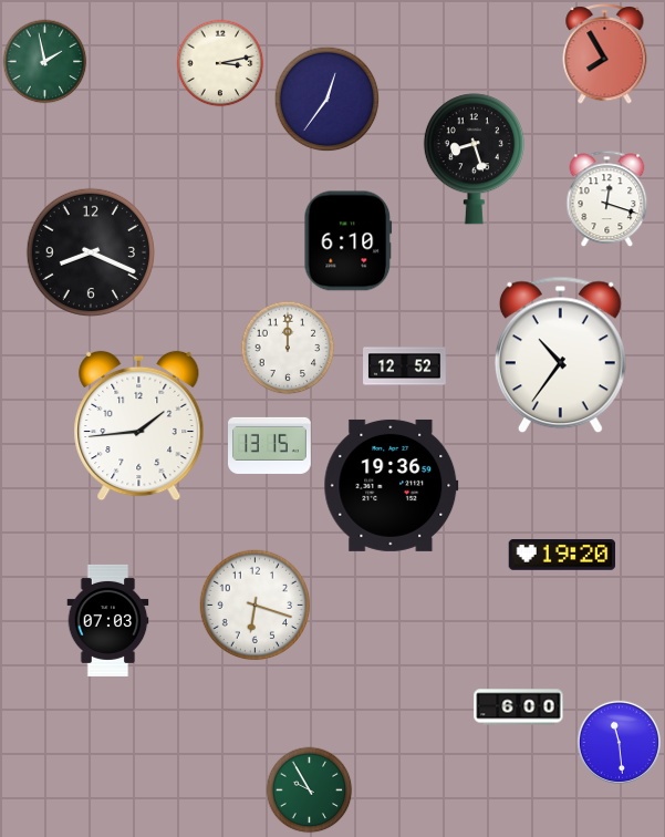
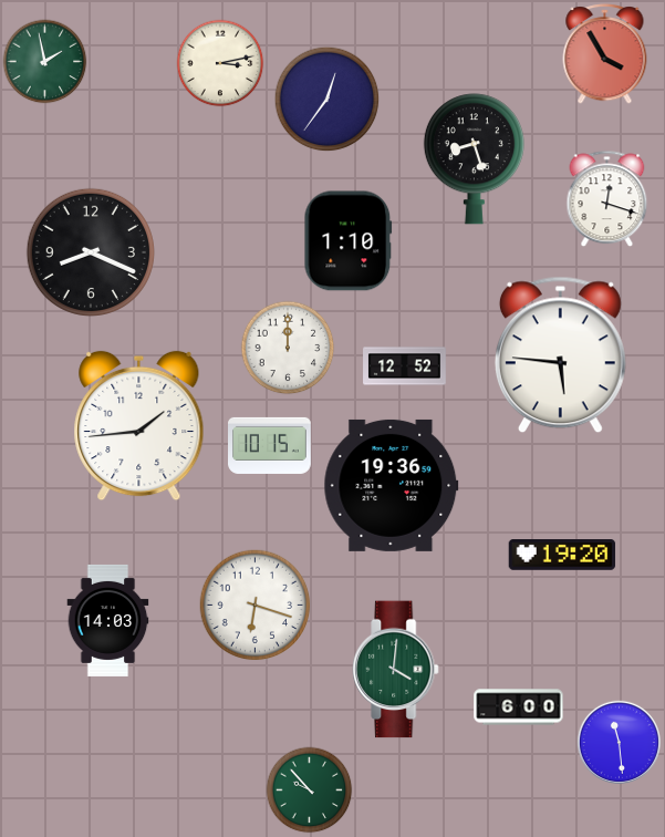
clock at (605, 54): 7:55 -> 3:55
clock at (349, 241): 6:10 -> 1:10
clock at (560, 355): 10:36 -> 5:46
clock at (270, 445): 13:15 -> 10:15
clock at (108, 620): 07:03 -> 14:03
clock at (396, 670): none -> 4:01
clock at (310, 790): 9:55 -> 9:53
